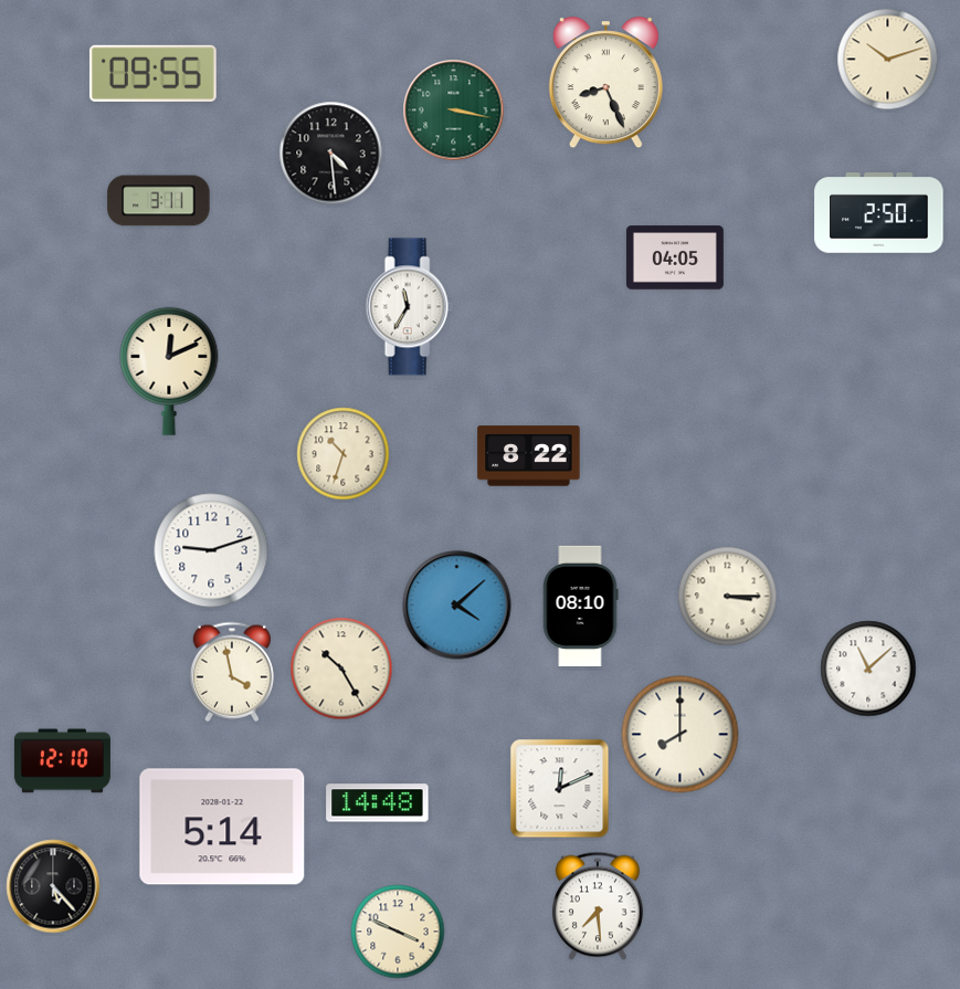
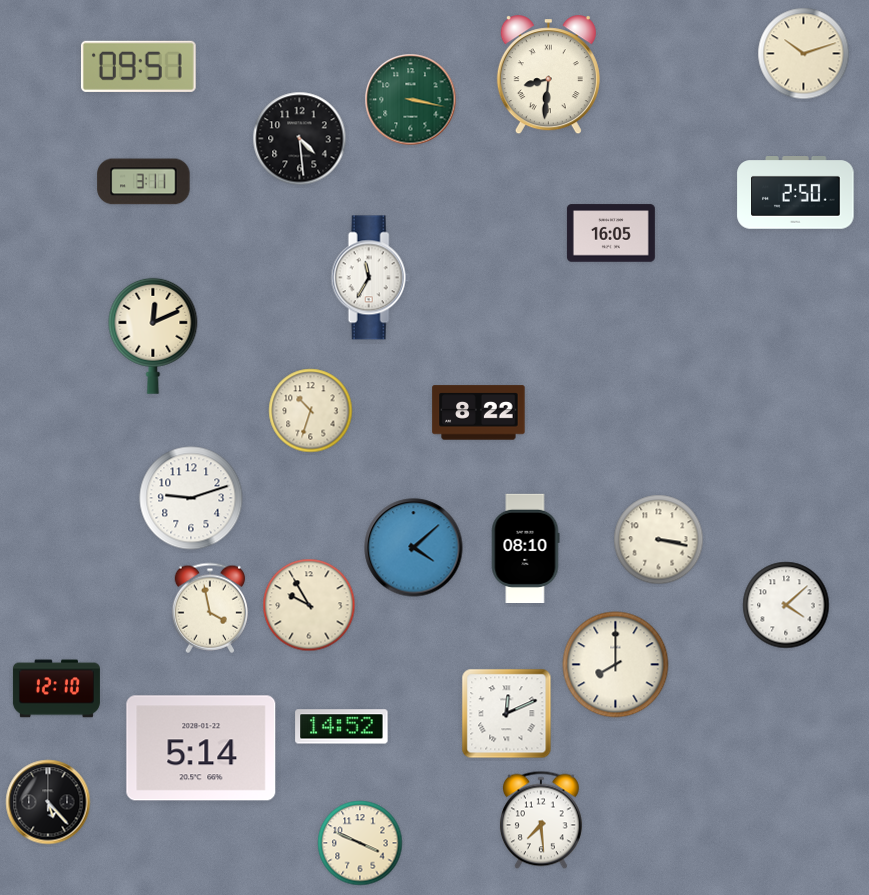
clock at (154, 73): 09:55 -> 09:51
clock at (605, 83): 8:26 -> 8:31
clock at (675, 257): 04:05 -> 16:05
clock at (728, 597): 3:15 -> 3:17
clock at (341, 669): 10:25 -> 9:55
clock at (868, 669): 11:08 -> 4:08
clock at (378, 803): 14:48 -> 14:52
